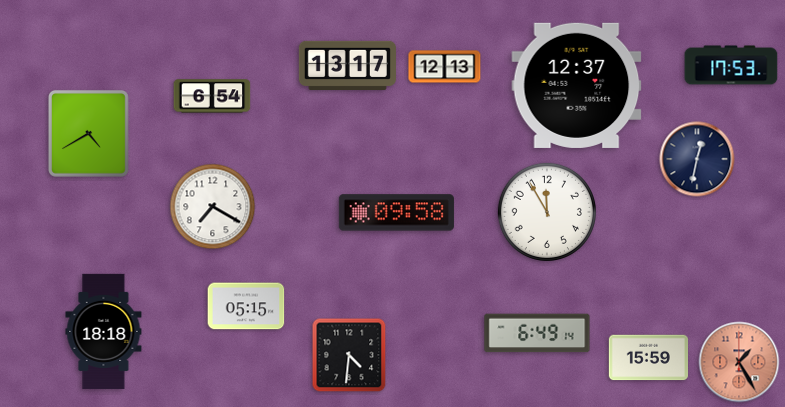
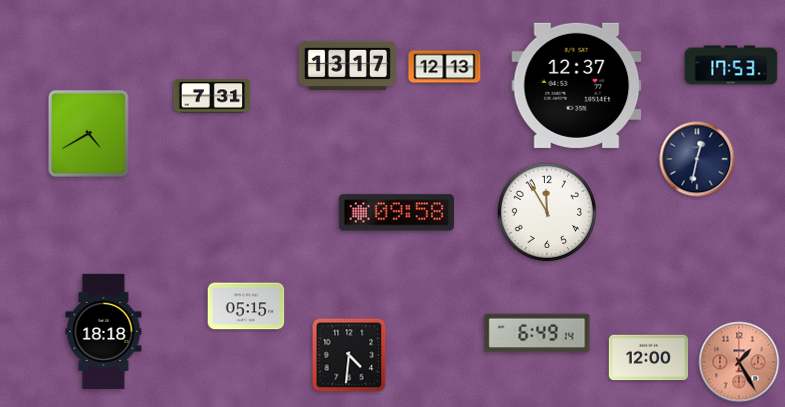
clock at (212, 96): 6:54 -> 7:31
clock at (213, 207): 7:20 -> none
clock at (648, 358): 15:59 -> 12:00
